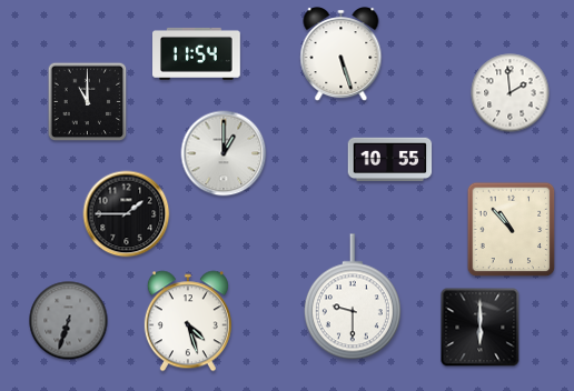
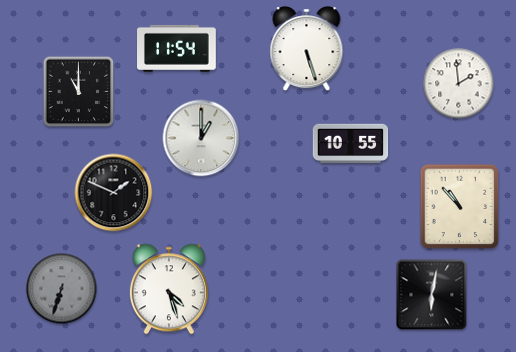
clock at (127, 214): 1:45 -> 1:49
clock at (353, 297): 9:30 -> none
clock at (481, 328): 6:00 -> 6:02
